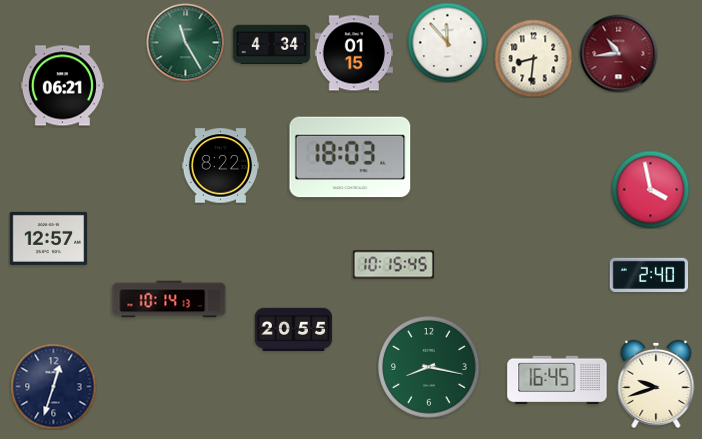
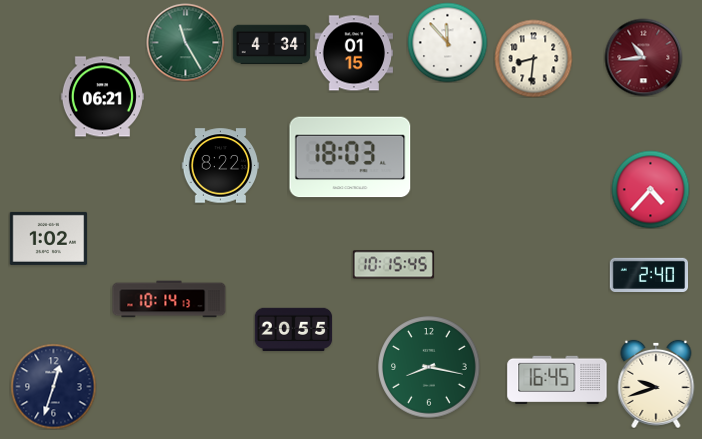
clock at (618, 53) position: (618, 53) -> (643, 57)
clock at (62, 86) position: (62, 86) -> (102, 97)
clock at (650, 189): 3:58 -> 4:37
clock at (48, 238): 12:57 -> 1:02
